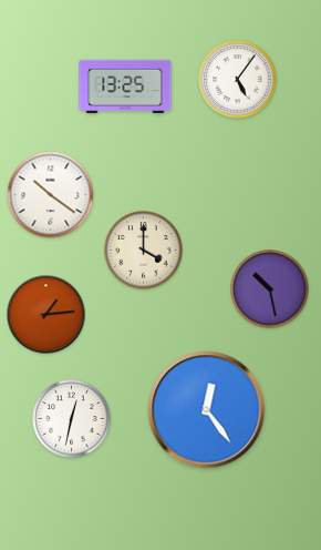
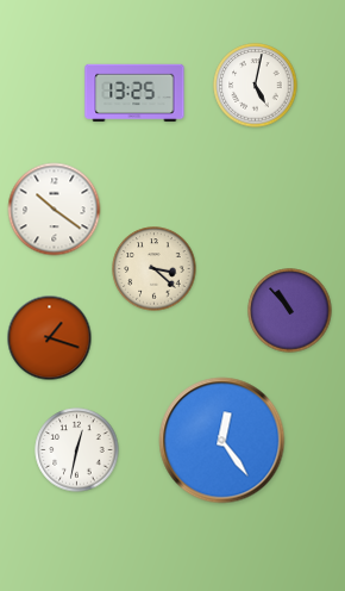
clock at (238, 80): 5:06 -> 5:02
clock at (144, 251): 4:00 -> 3:22
clock at (270, 289): 10:28 -> 10:53
clock at (46, 315): 1:14 -> 1:18
